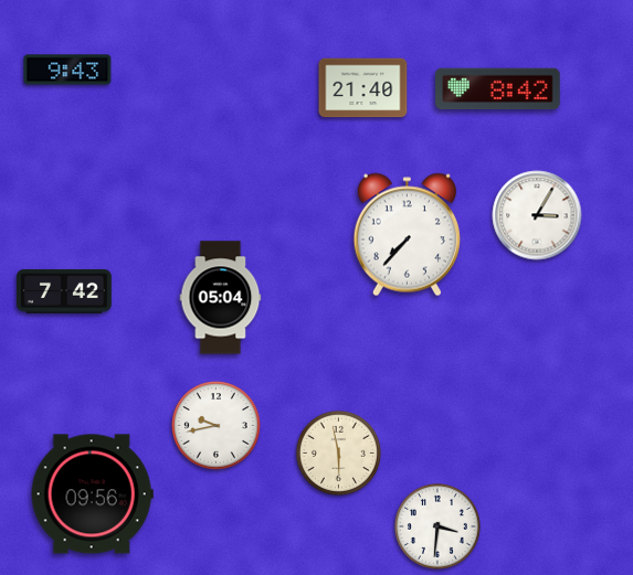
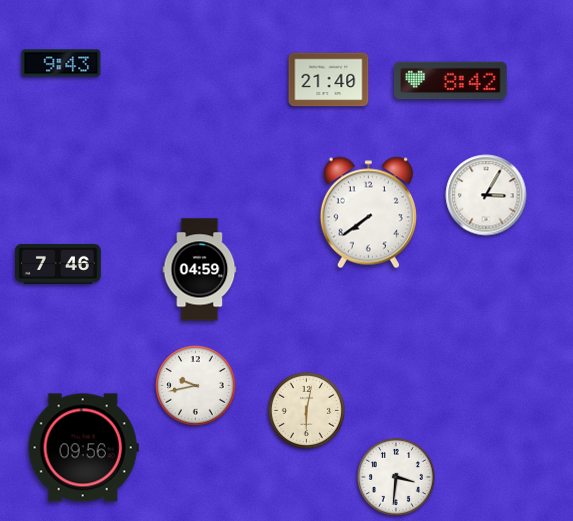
clock at (407, 235): 7:37 -> 7:39
clock at (65, 291): 7:42 -> 7:46
clock at (221, 298): 05:04 -> 04:59
clock at (338, 452): 5:58 -> 6:02
